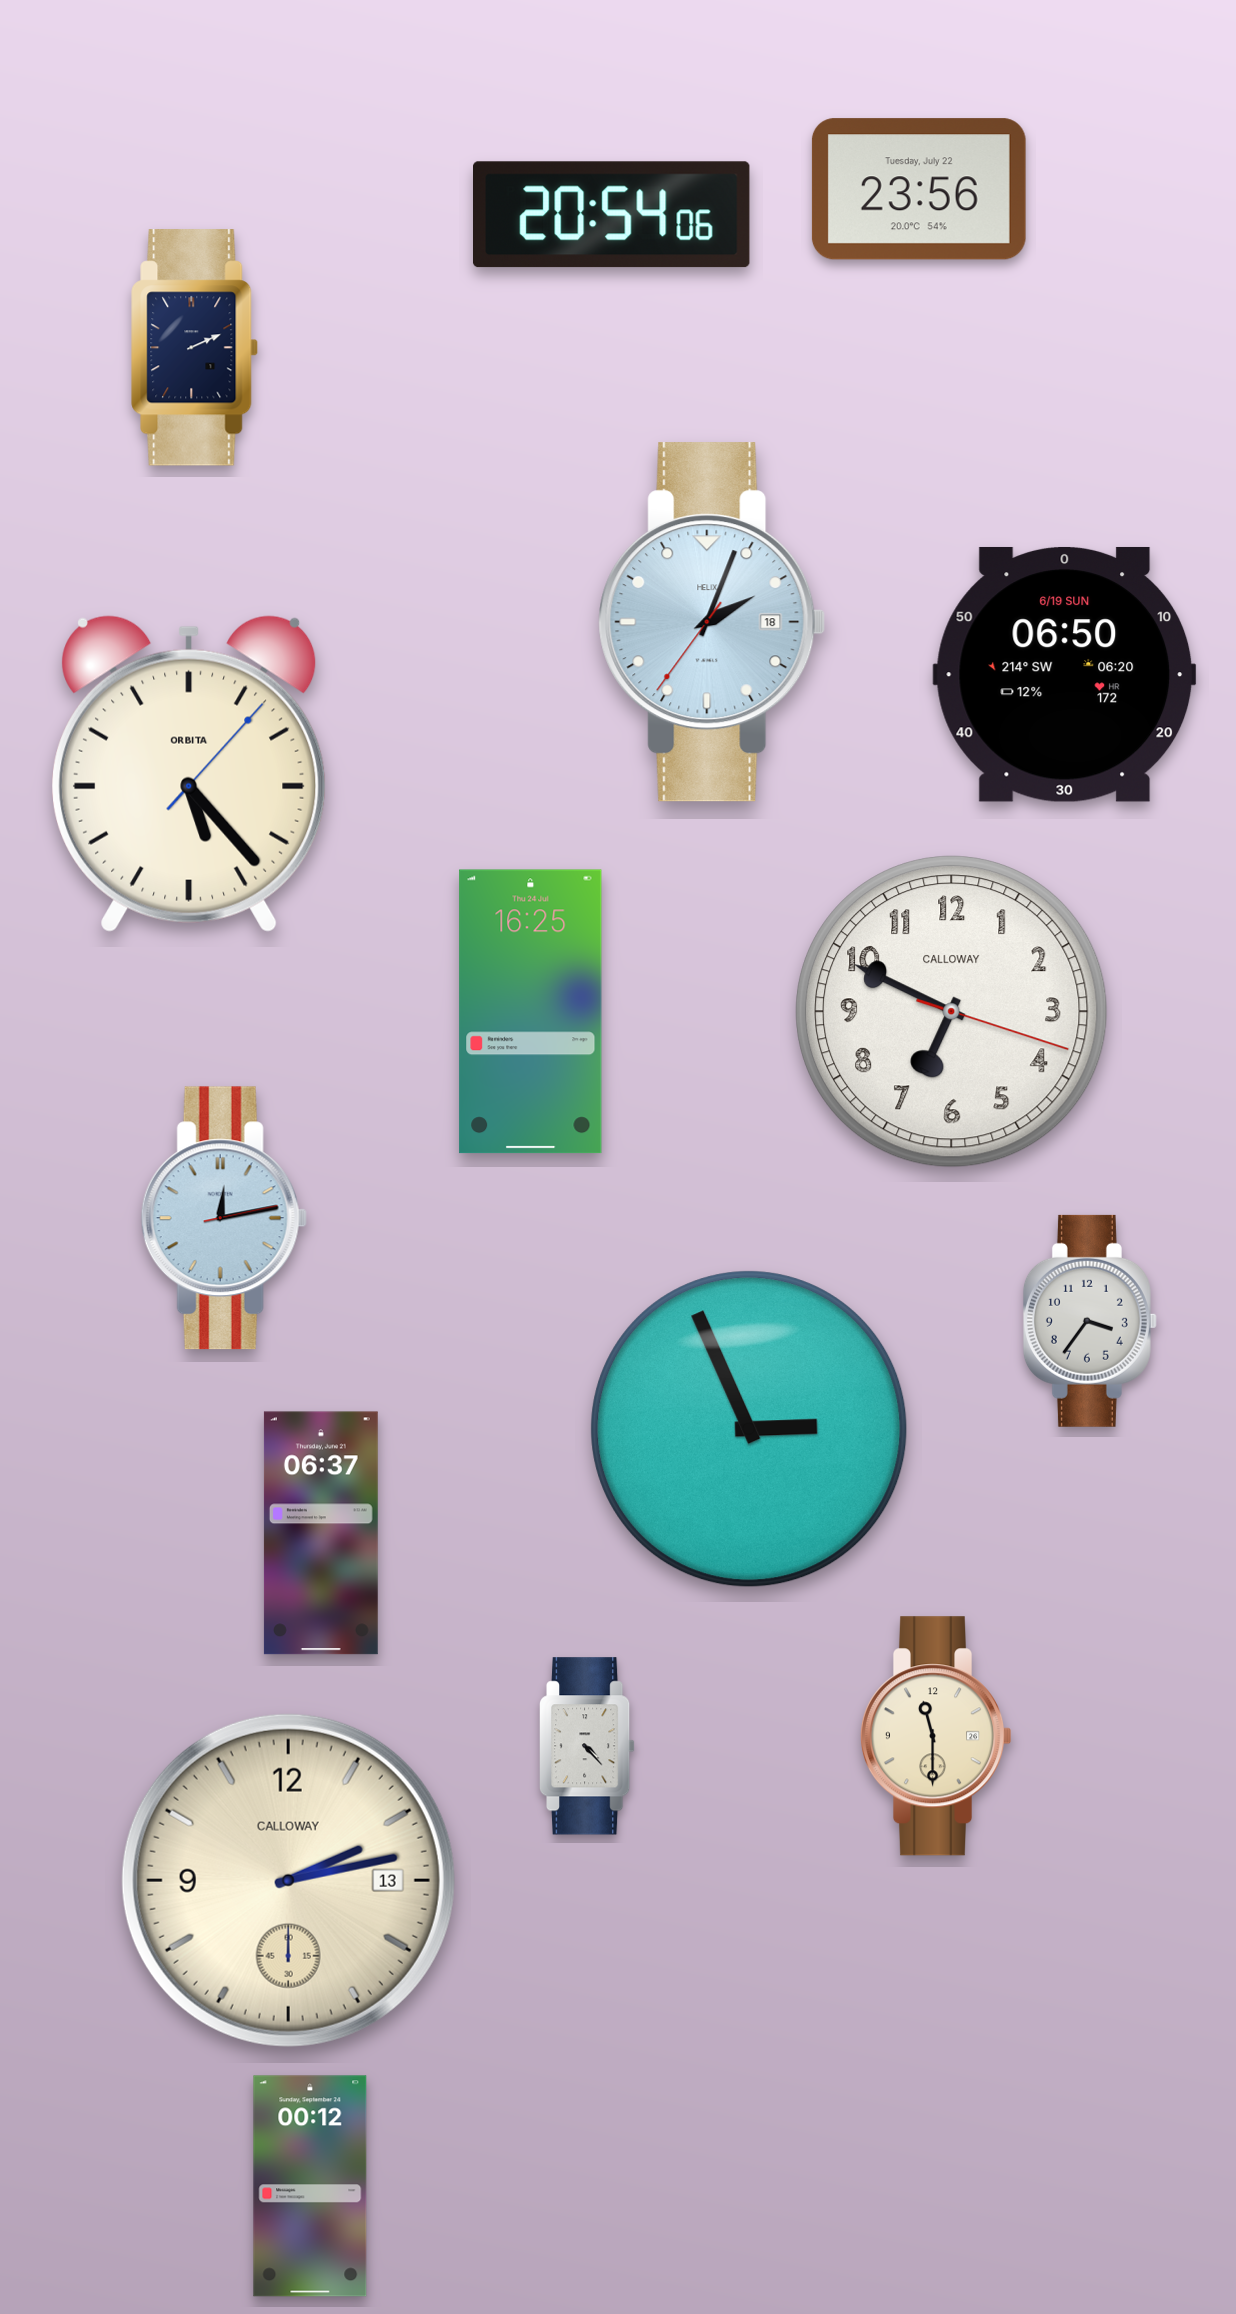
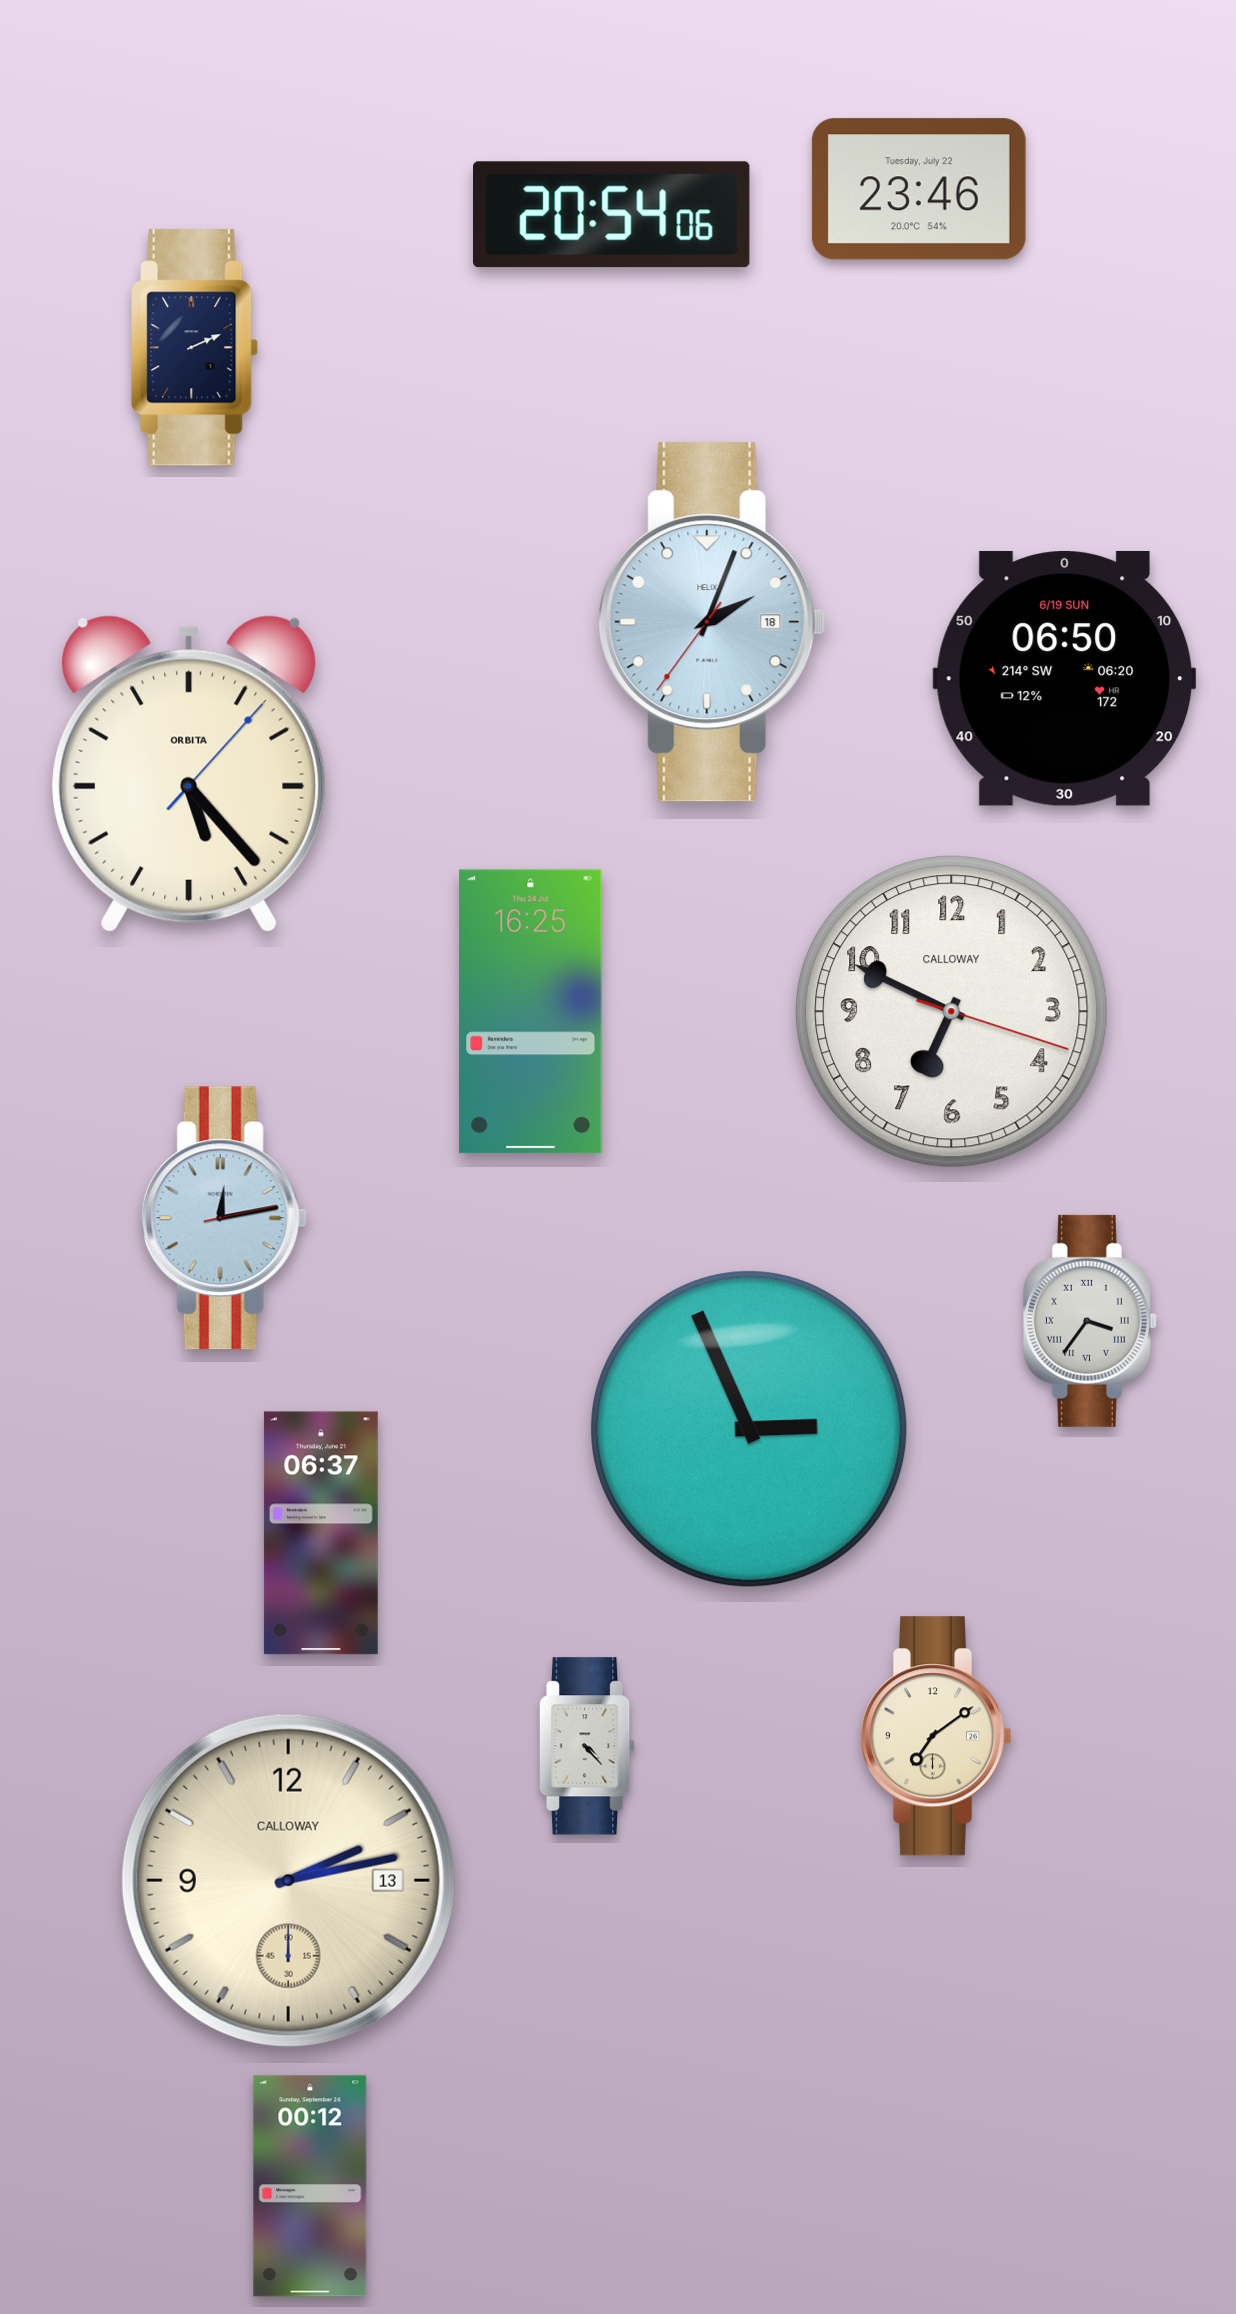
clock at (919, 189): 23:56 -> 23:46
clock at (1065, 674) position: (1065, 674) -> (1065, 678)
clock at (1090, 1321) numerals: Arabic -> Roman
clock at (936, 1736): 11:30 -> 7:09
